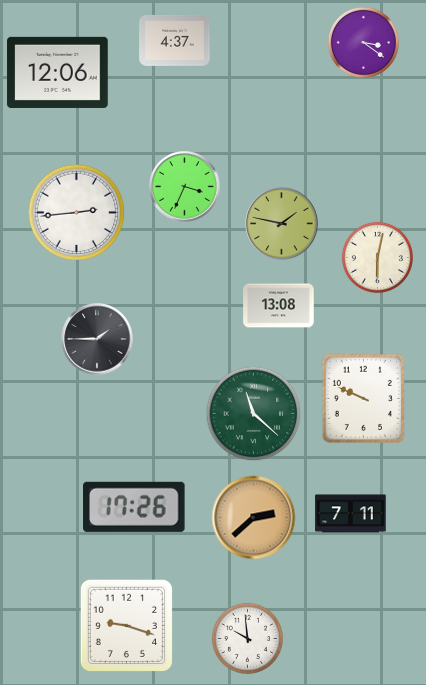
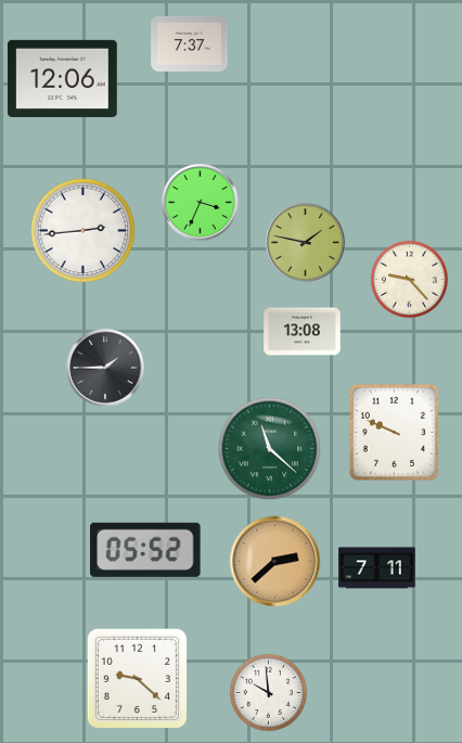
clock at (175, 40): 4:37 -> 7:37
clock at (363, 42): 3:21 -> none
clock at (377, 257): 6:02 -> 9:23
clock at (254, 414) position: (254, 414) -> (270, 449)
clock at (134, 507): 17:26 -> 05:52
clock at (351, 514) position: (351, 514) -> (377, 568)
clock at (126, 625): 9:18 -> 9:22
